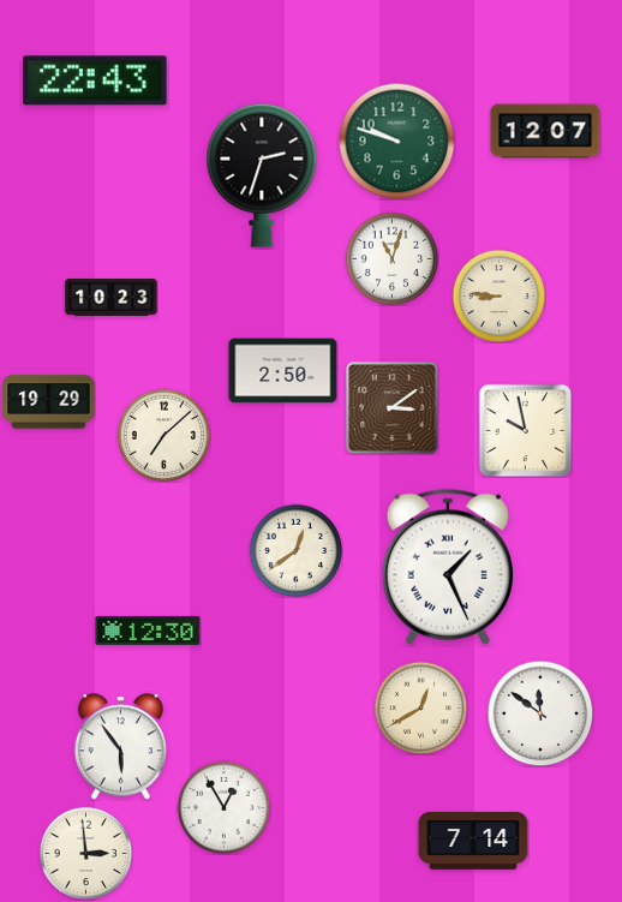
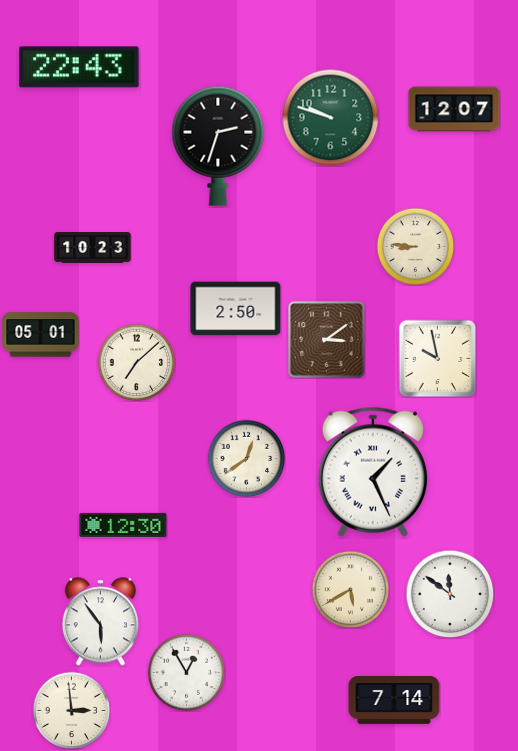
clock at (391, 258): 11:03 -> none
clock at (49, 402): 19:29 -> 05:01
clock at (420, 707): 12:40 -> 5:40
